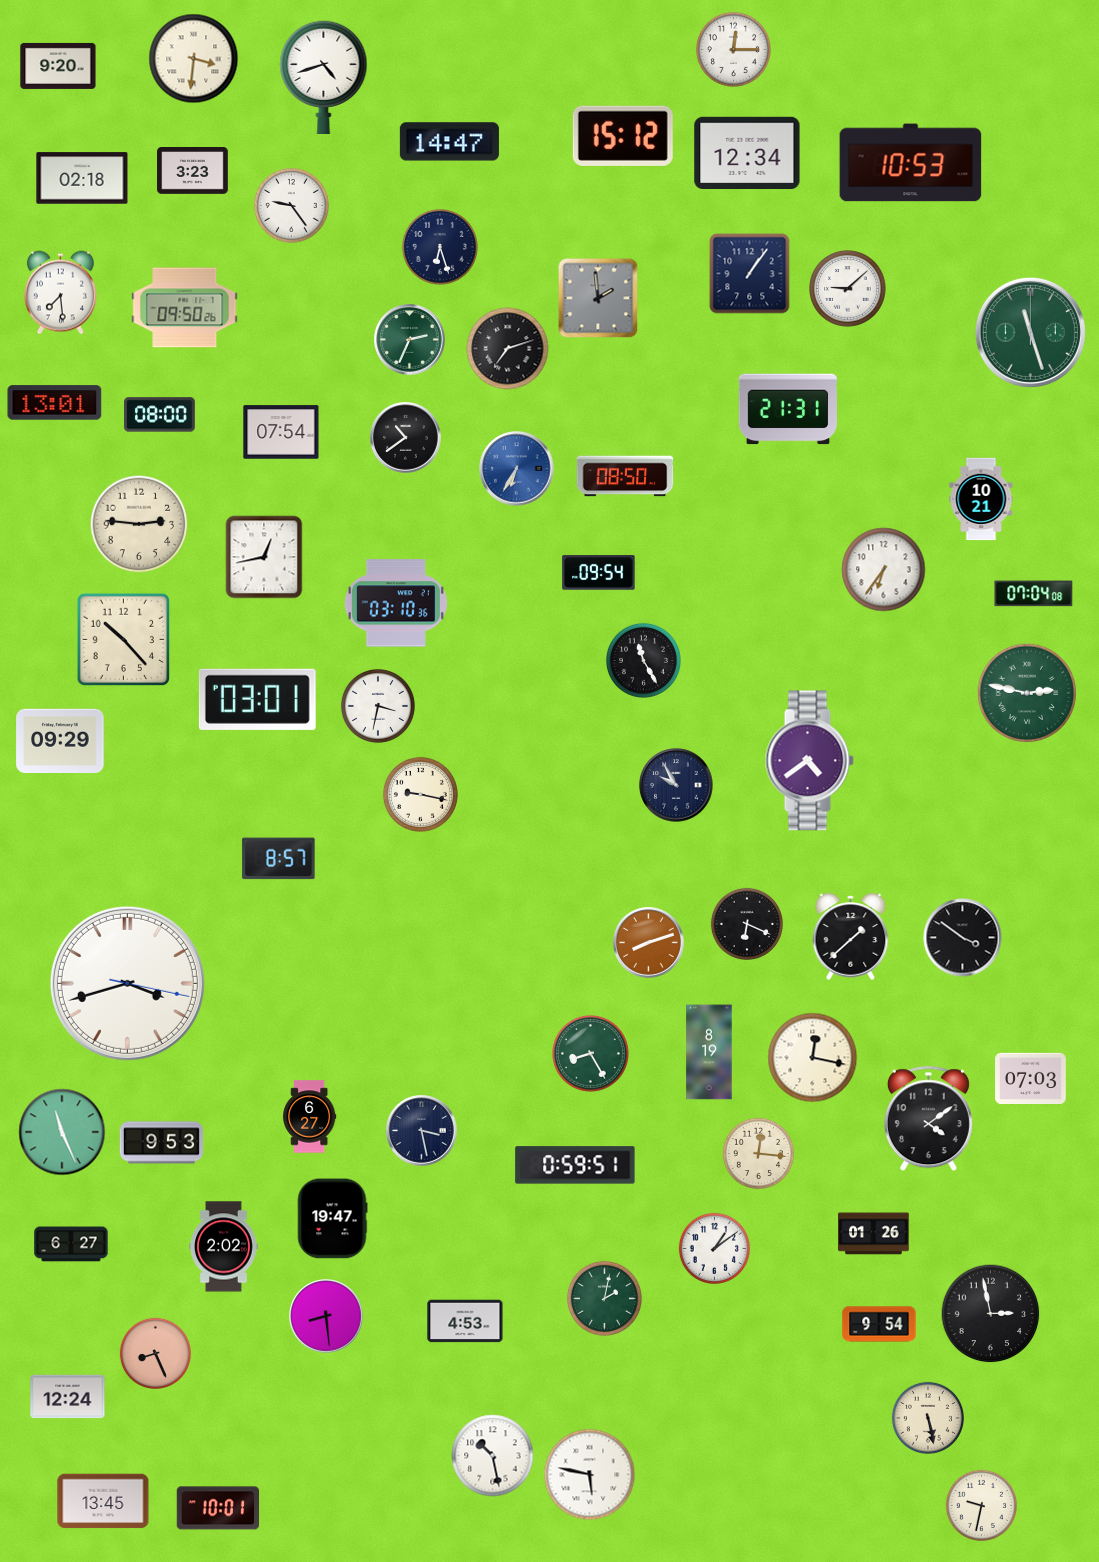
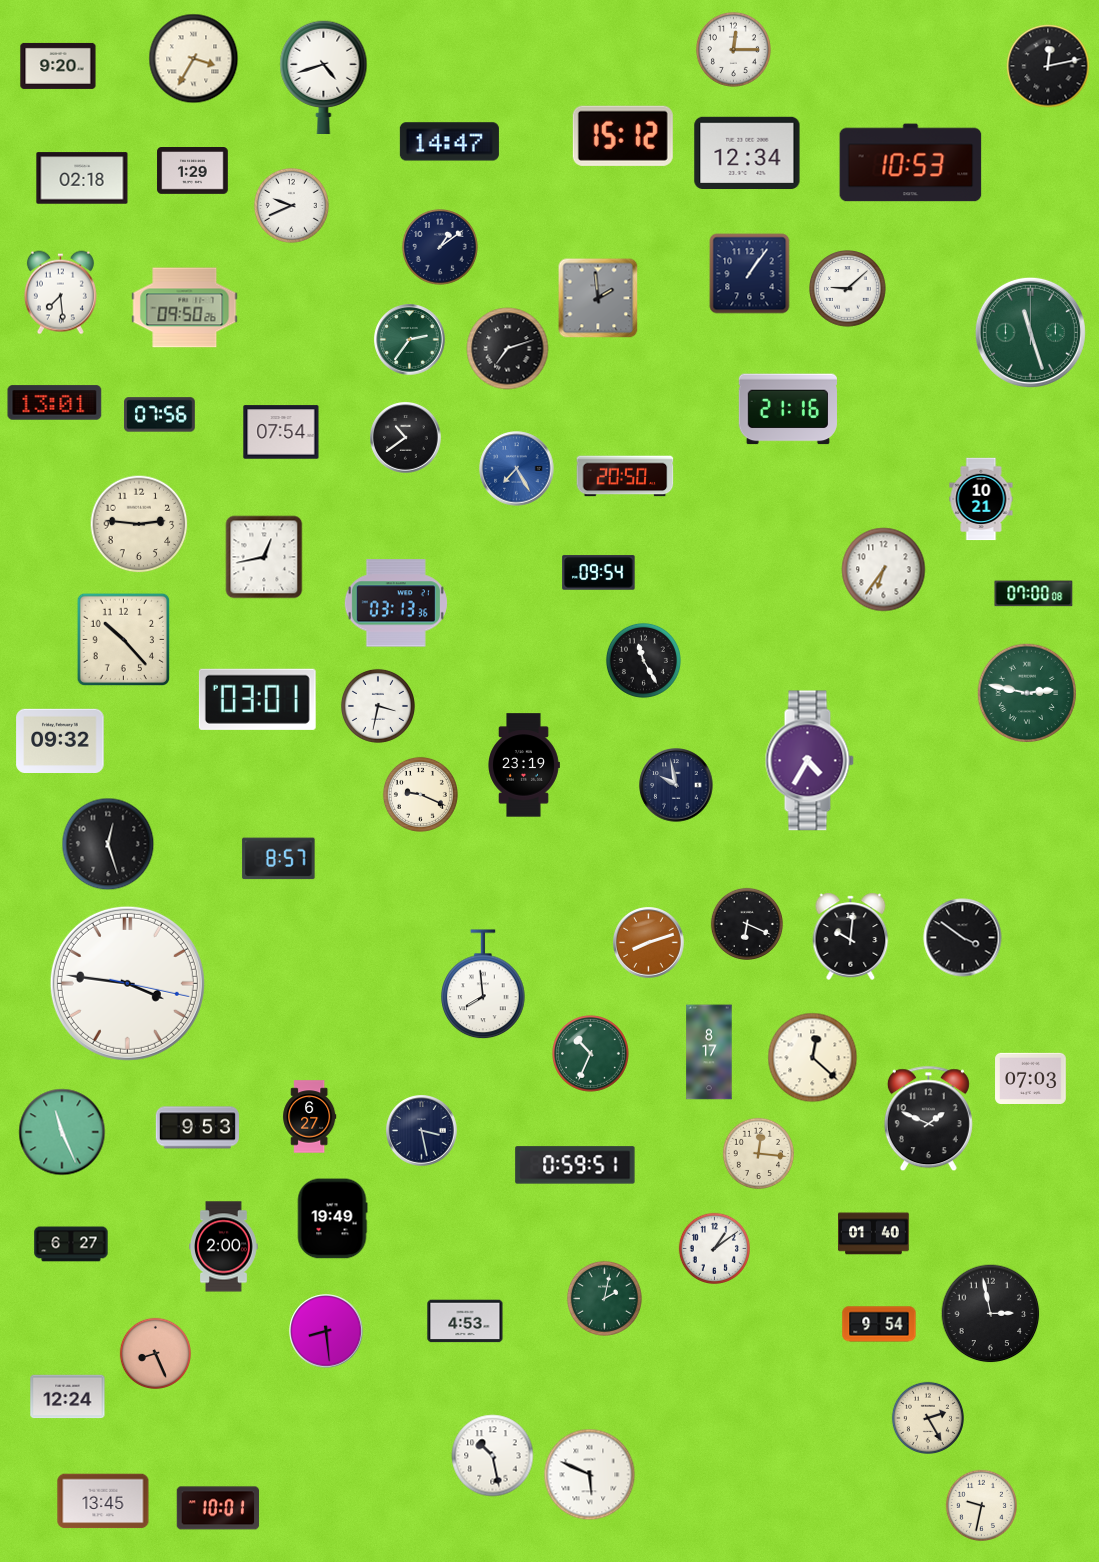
clock at (194, 59): 3:31 -> 3:35
clock at (1048, 66): none -> 12:13
clock at (193, 171): 3:23 -> 1:29
clock at (291, 205): 9:24 -> 9:41
clock at (440, 247): 6:27 -> 1:09
clock at (410, 340): 2:34 -> 2:36
clock at (787, 409): 21:31 -> 21:16
clock at (160, 415): 08:00 -> 07:56
clock at (517, 469): 6:35 -> 7:25
clock at (625, 476): 08:50 -> 20:50
clock at (1034, 594): 07:04 -> 07:00
clock at (396, 603): 03:10 -> 03:13
clock at (60, 740): 09:29 -> 09:32
clock at (809, 761): 4:39 -> 4:35
clock at (524, 765): none -> 23:19
clock at (676, 785): 9:55 -> 9:58
clock at (420, 794): 9:17 -> 9:19
clock at (108, 844): none -> 12:27
clock at (851, 936): 1:38 -> 10:01
clock at (127, 983): 3:42 -> 3:46
clock at (483, 985): none -> 7:59
clock at (709, 1052): 8:19 -> 8:17
clock at (591, 1054): 8:25 -> 10:34
clock at (813, 1058): 12:17 -> 12:22
clock at (928, 1119): 4:09 -> 1:49
clock at (161, 1143) position: (161, 1143) -> (197, 1128)
clock at (332, 1219): 19:47 -> 19:49
clock at (874, 1234): 01:26 -> 01:40
clock at (224, 1247): 2:02 -> 2:00
clock at (326, 1316) position: (326, 1316) -> (326, 1331)
clock at (928, 1418): 5:28 -> 2:25
clock at (590, 1475): 5:47 -> 5:49
